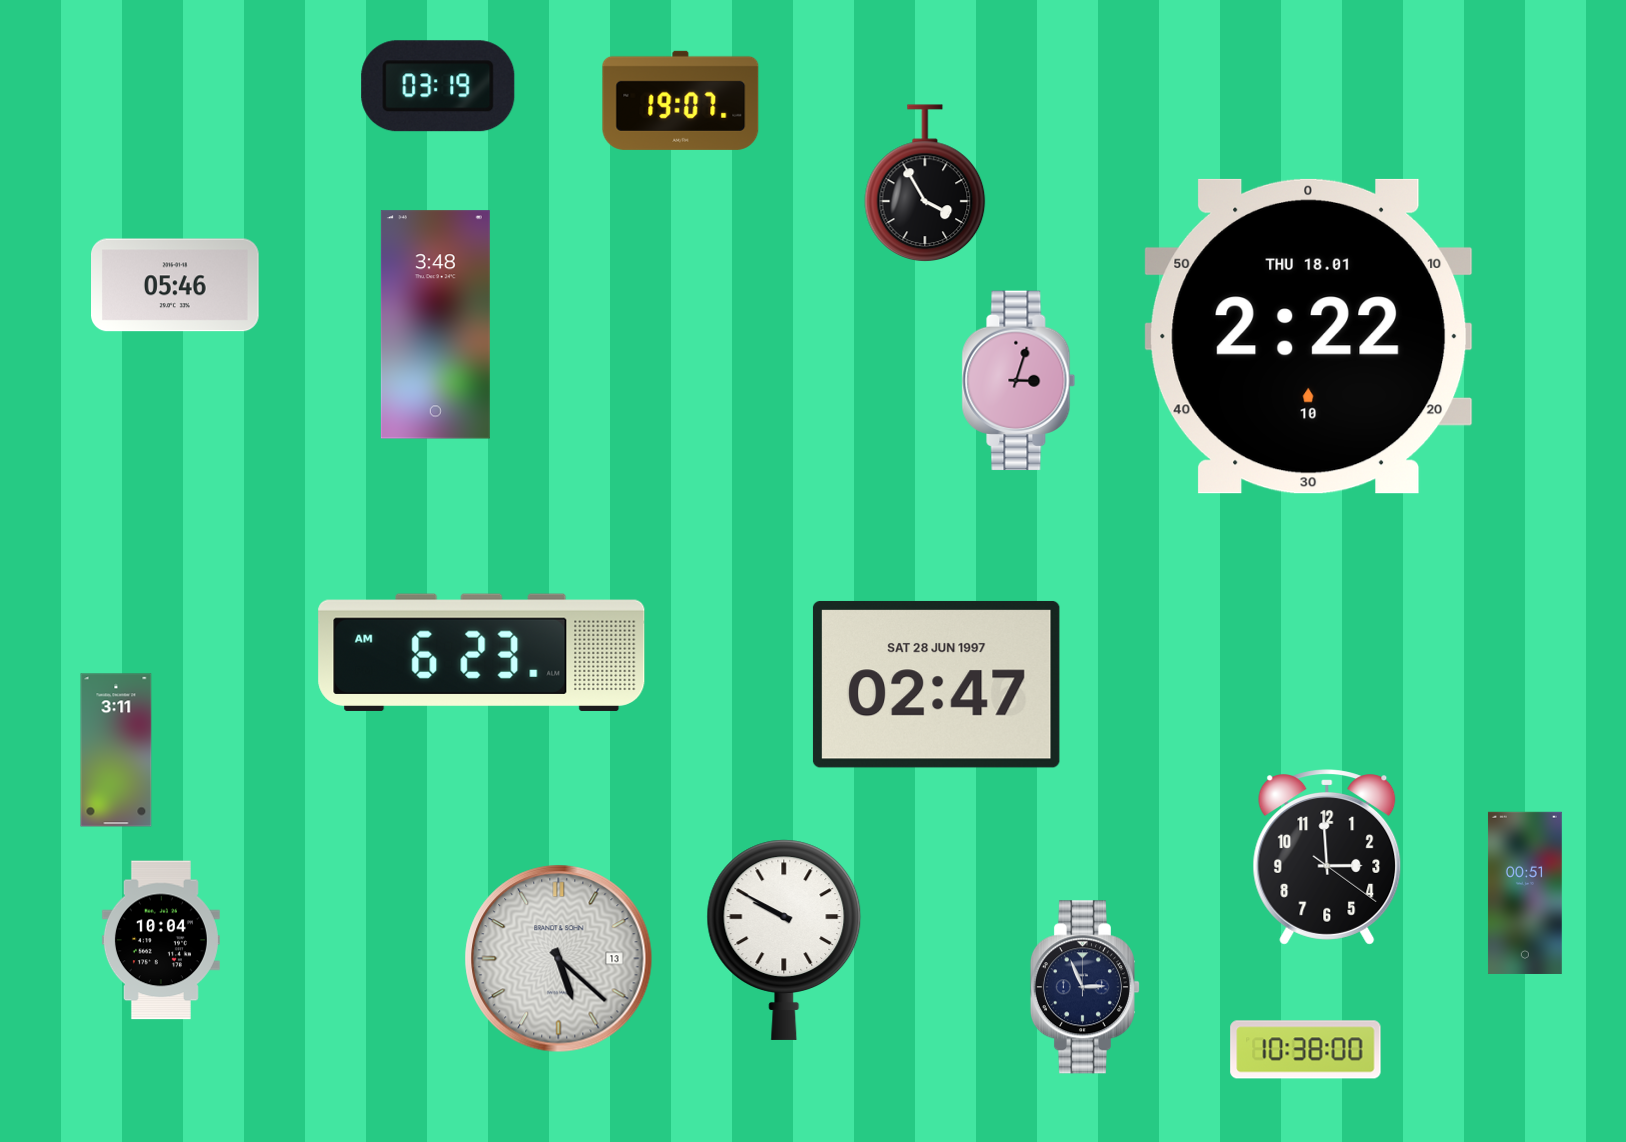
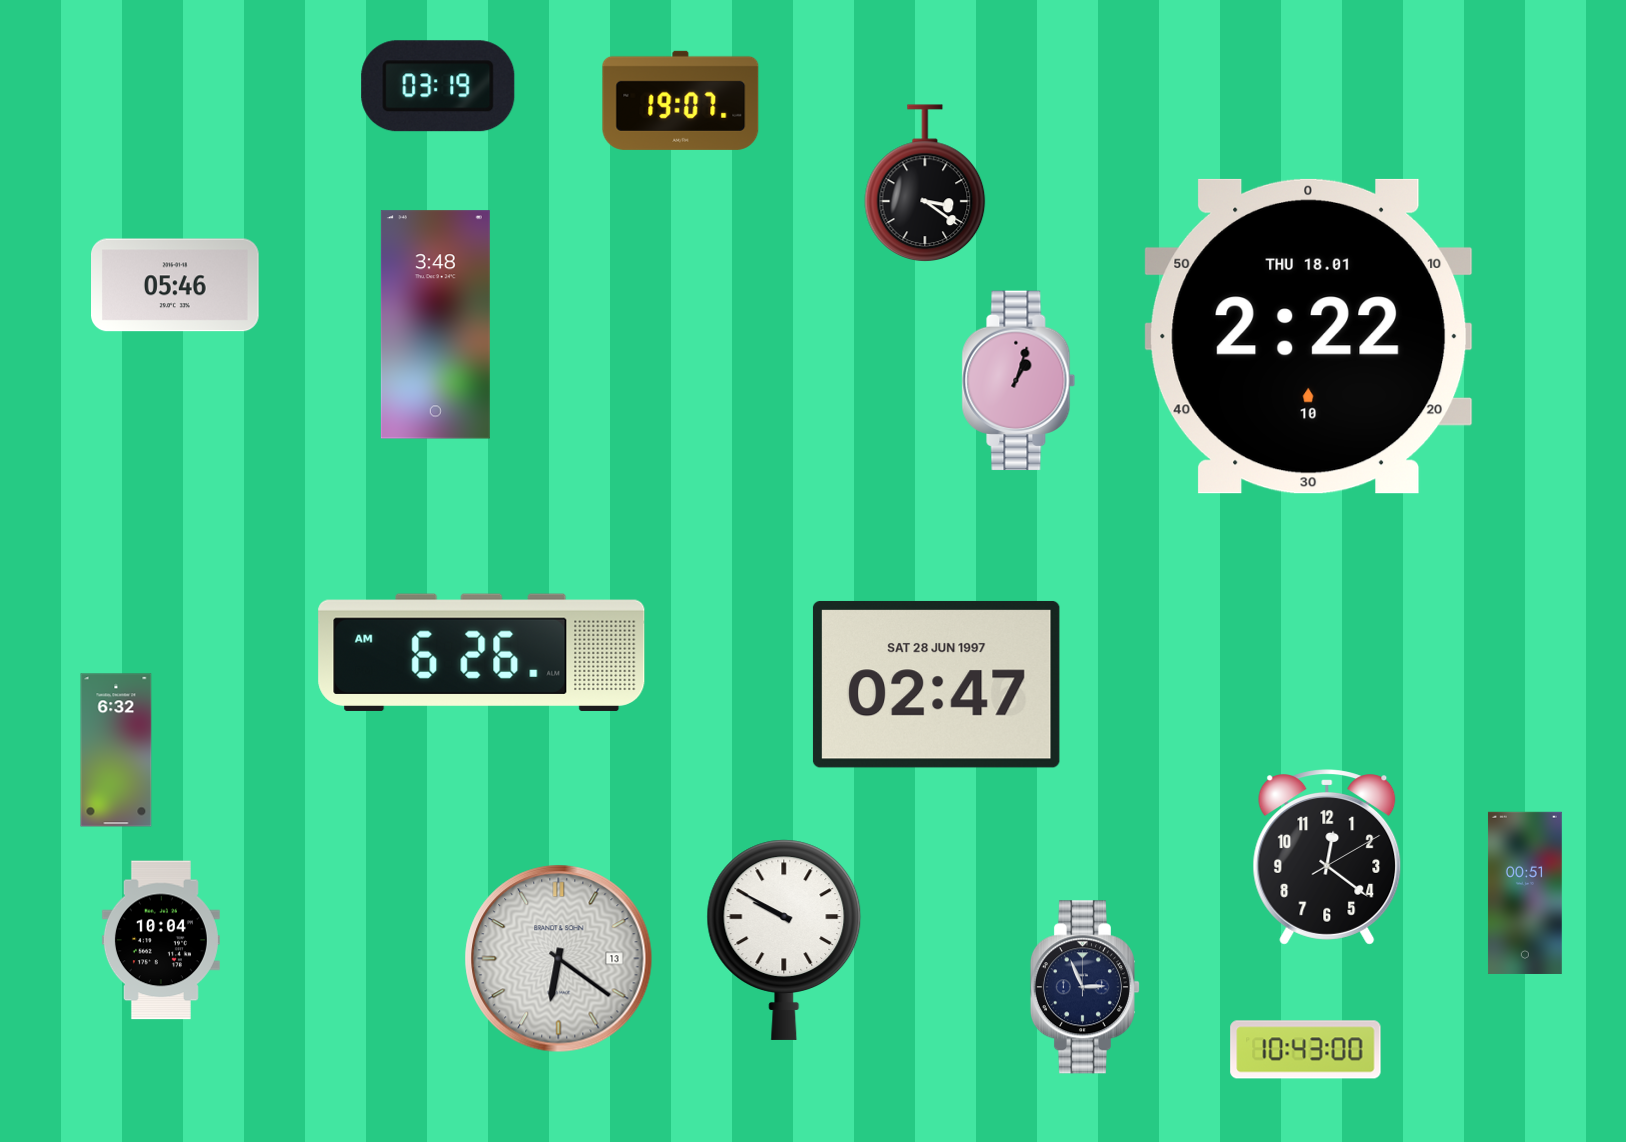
clock at (925, 183): 3:55 -> 3:21
clock at (1019, 381): 3:03 -> 1:03
clock at (482, 652): 6:23 -> 6:26
clock at (116, 750): 3:11 -> 6:32
clock at (1327, 857): 2:59 -> 12:21
clock at (559, 959): 5:22 -> 6:21
clock at (1306, 1050): 10:38 -> 10:43
